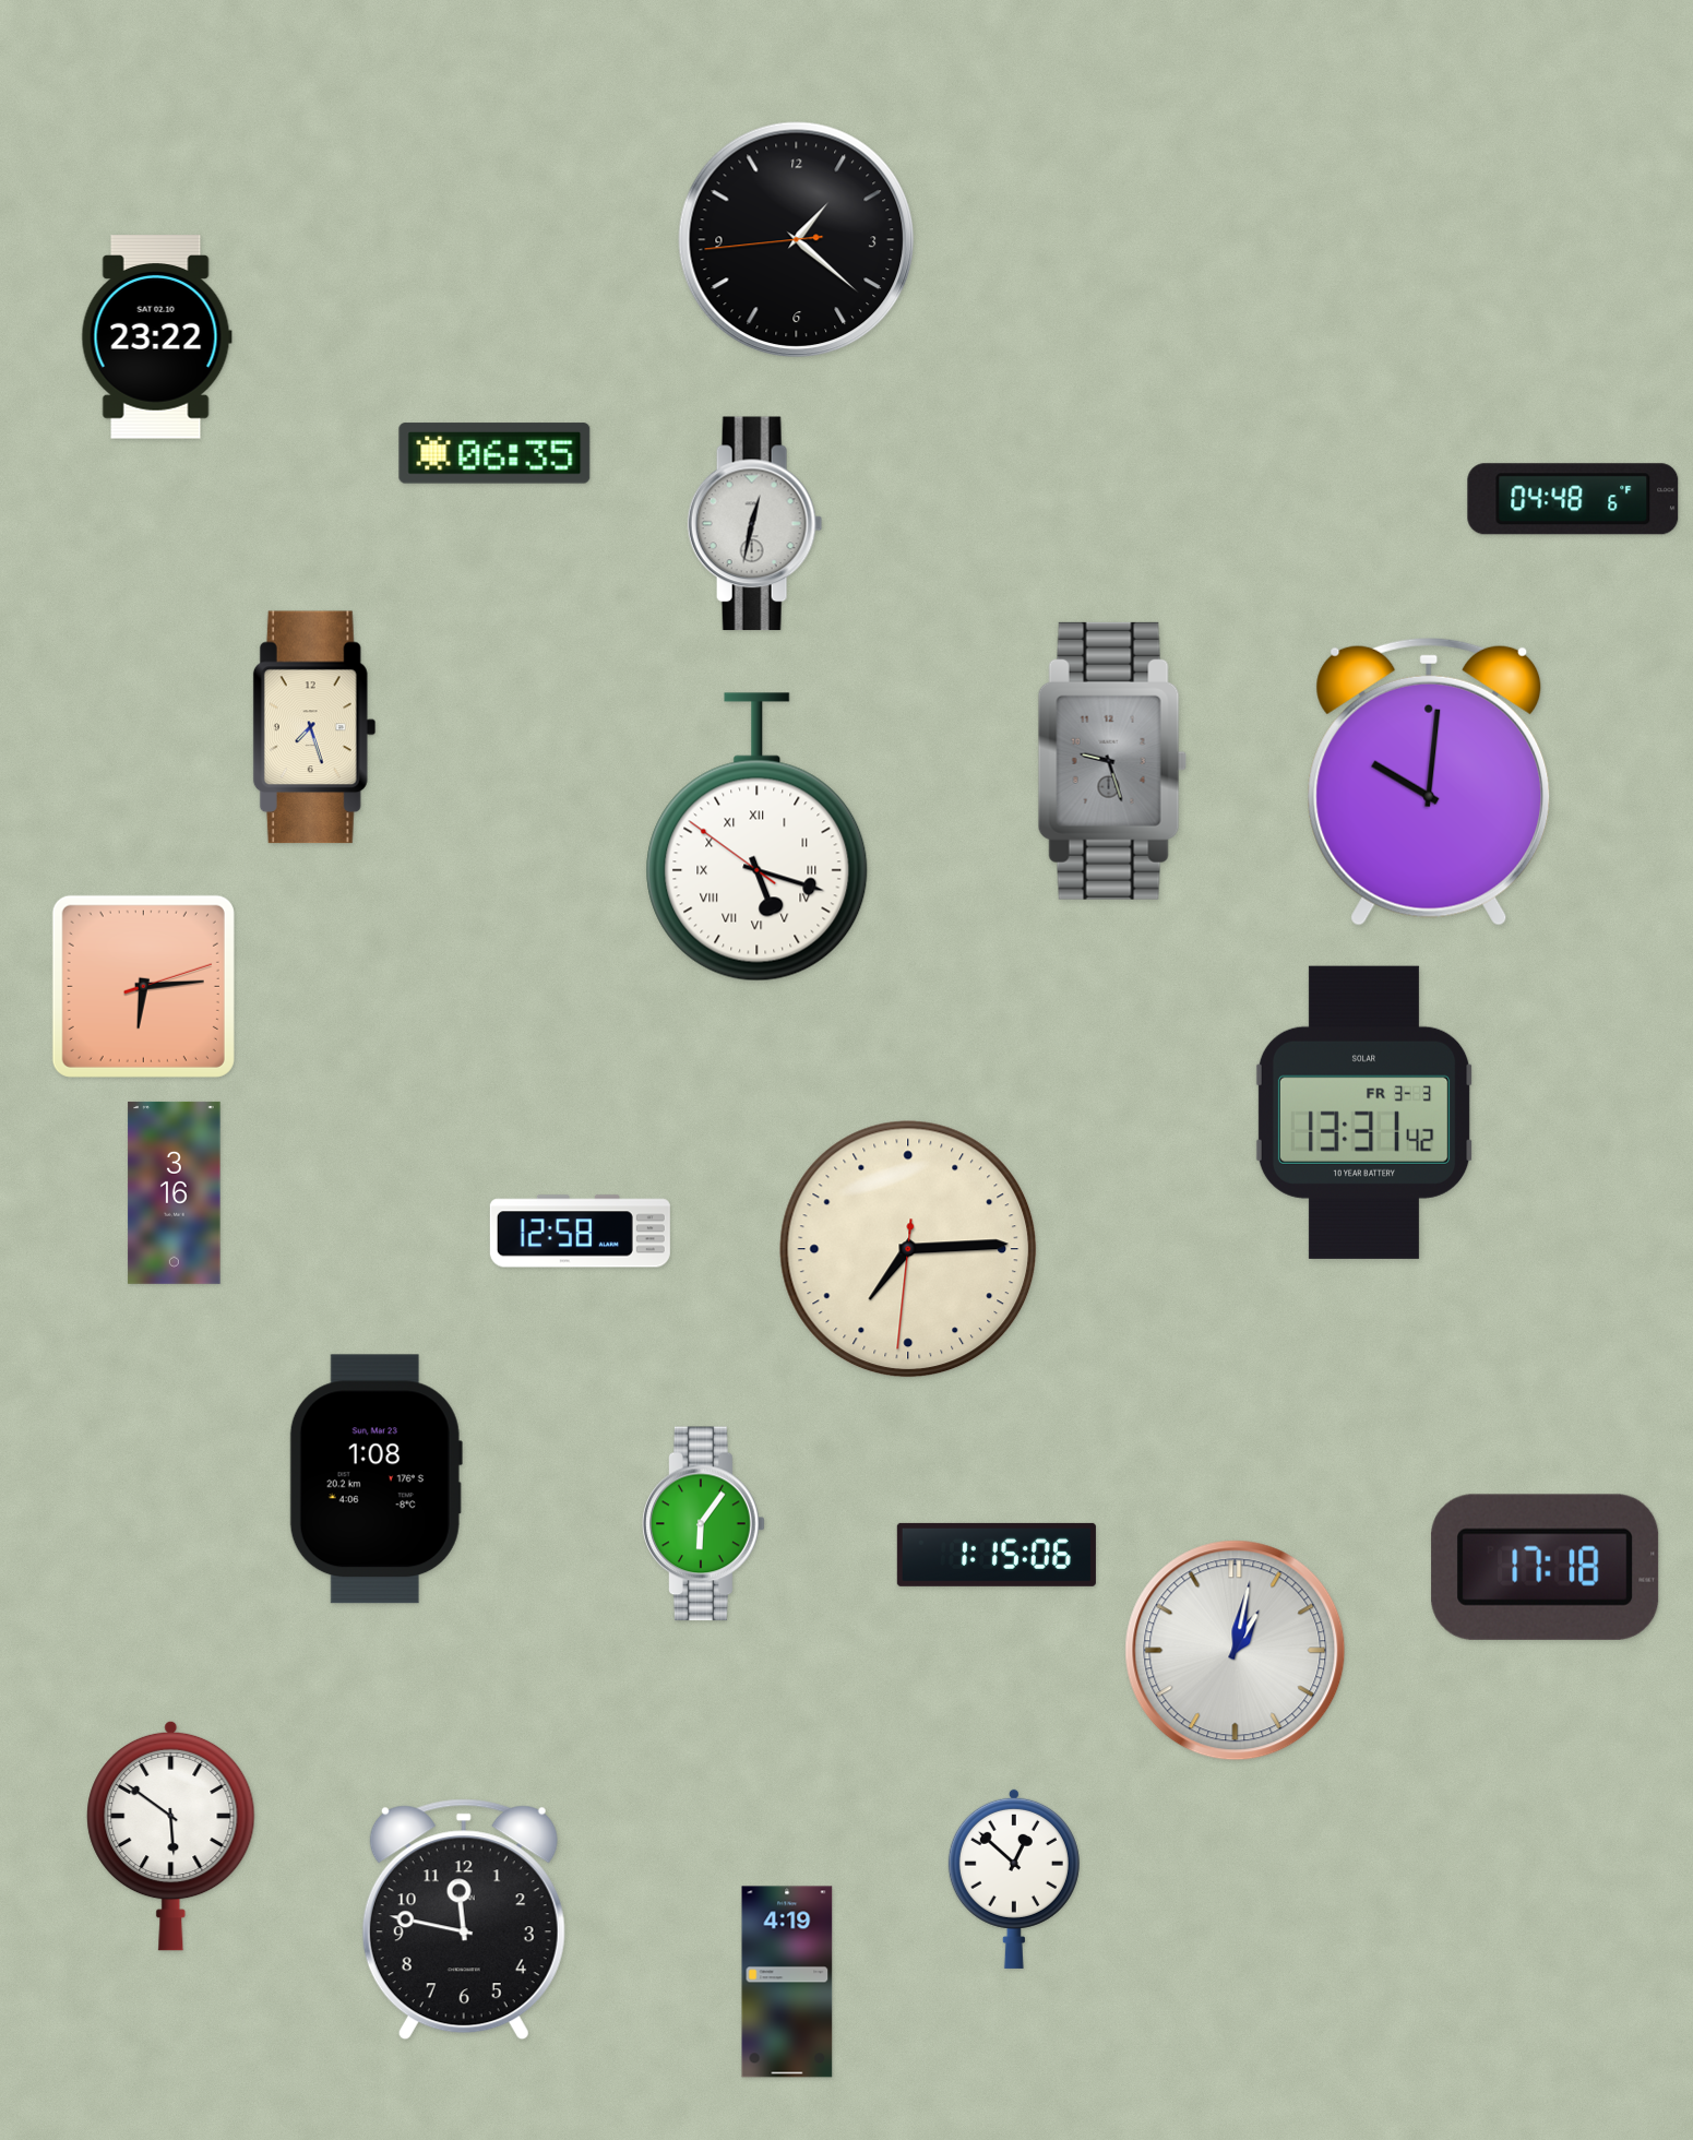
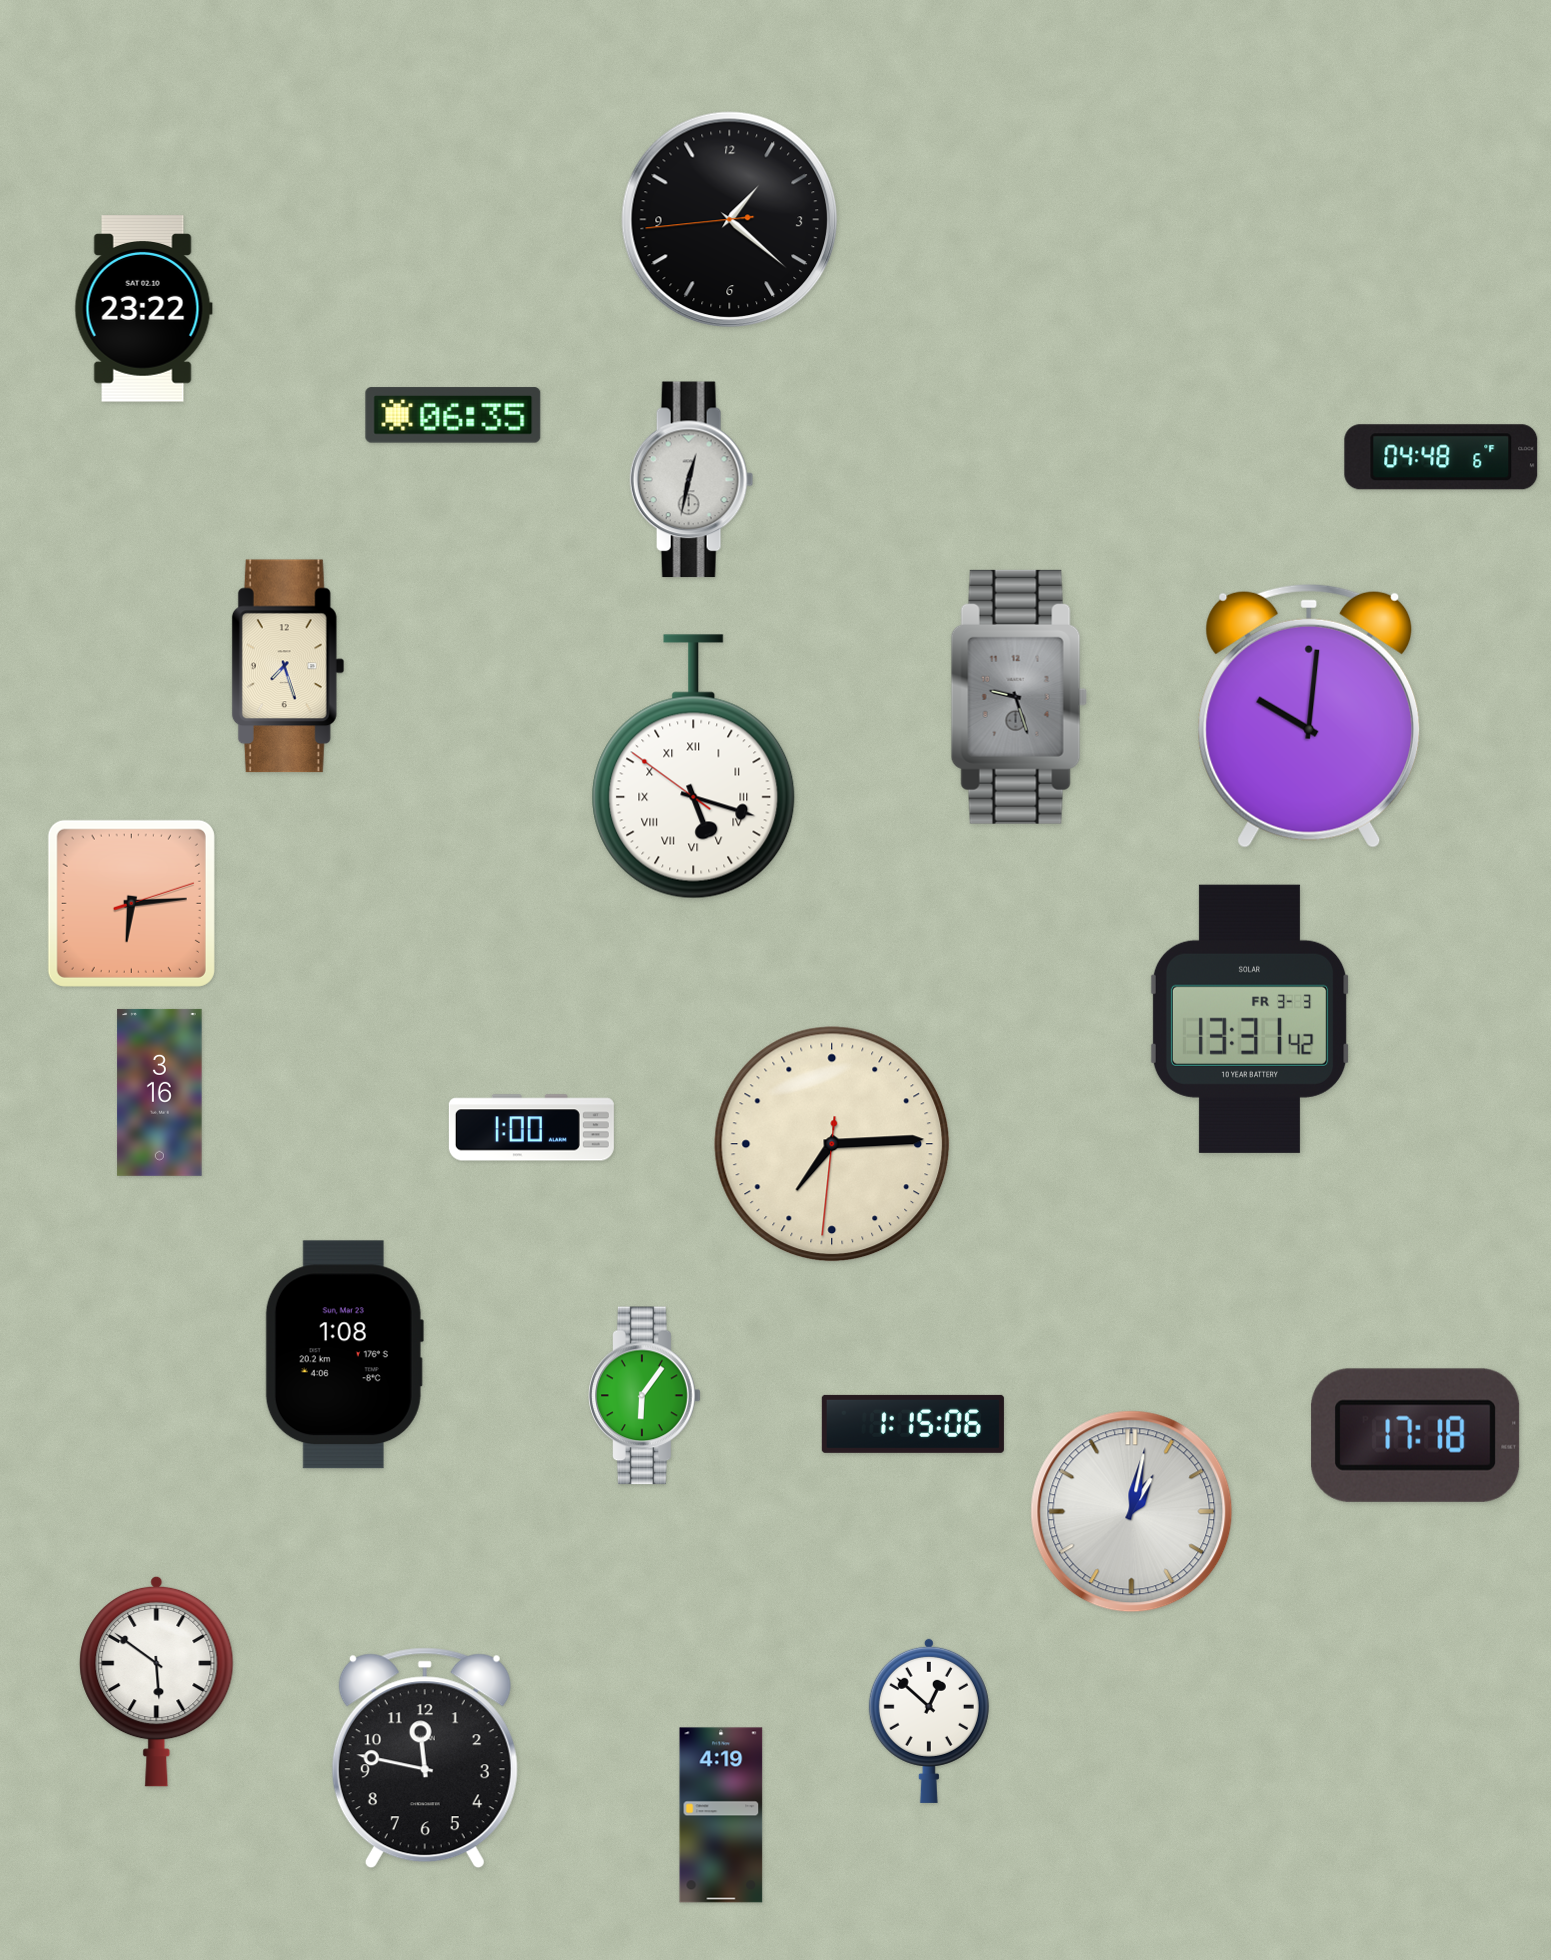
clock at (580, 1232): 12:58 -> 1:00
